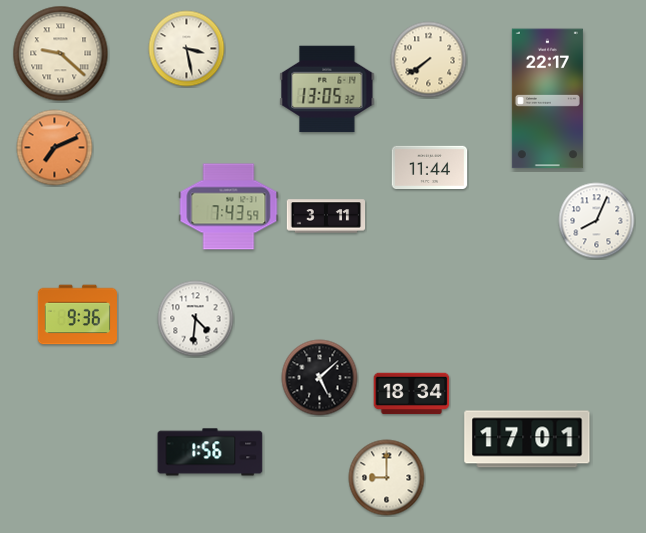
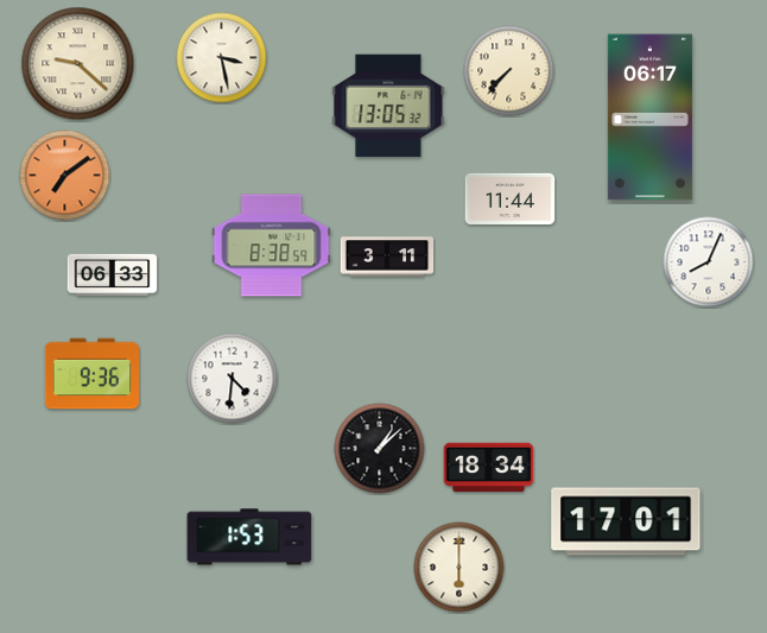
clock at (61, 54) position: (61, 54) -> (78, 64)
clock at (429, 60): 7:39 -> 7:37
clock at (547, 99): 22:17 -> 06:17
clock at (55, 148): 7:11 -> 7:09
clock at (229, 207): 7:43 -> 8:38
clock at (113, 274): none -> 06:33
clock at (320, 378): 5:08 -> 1:08
clock at (210, 452): 1:56 -> 1:53
clock at (387, 478): 9:00 -> 6:00
